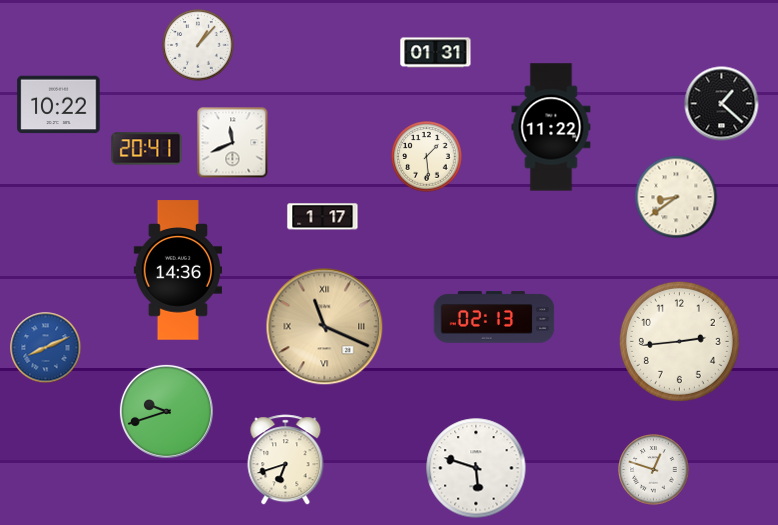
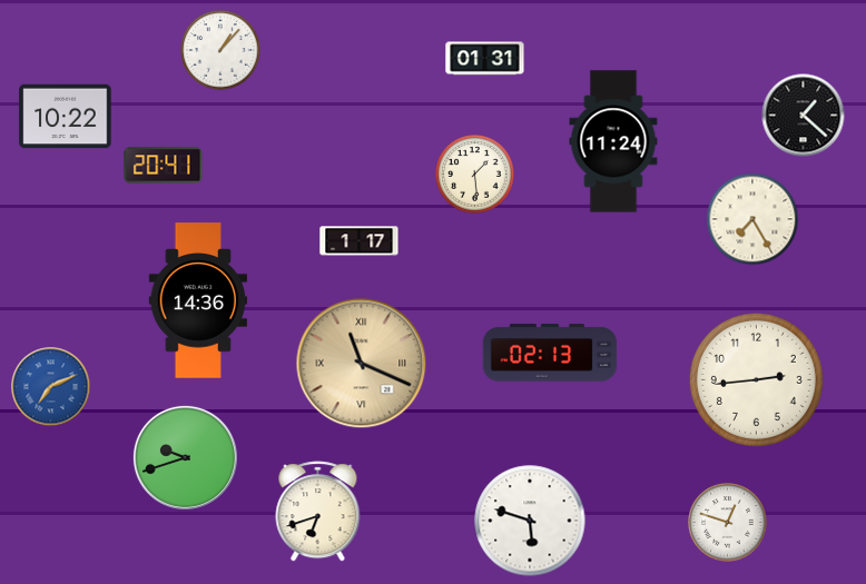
clock at (551, 127): 11:22 -> 11:24
clock at (233, 143): 11:41 -> none
clock at (676, 197): 8:39 -> 7:25
clock at (46, 348): 8:11 -> 7:11
